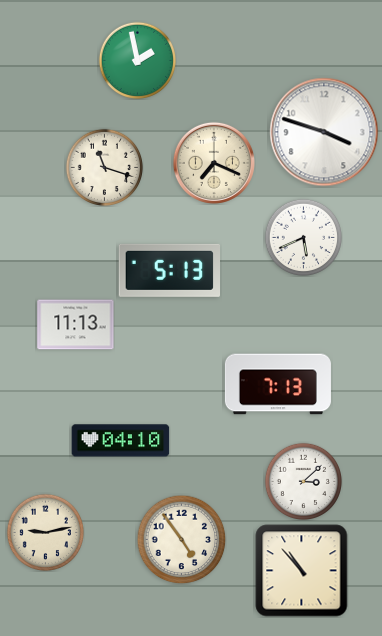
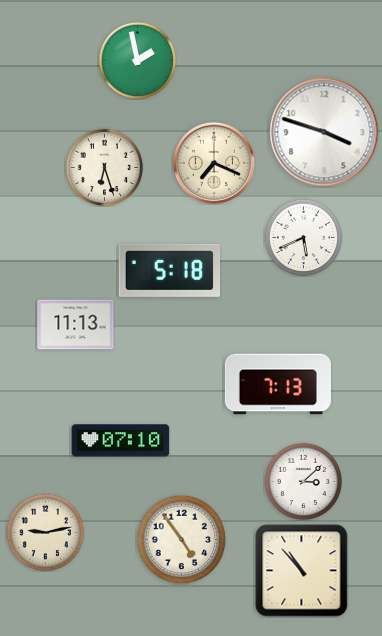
clock at (104, 167): 11:18 -> 6:27
clock at (169, 270): 5:13 -> 5:18
clock at (121, 441): 04:10 -> 07:10
